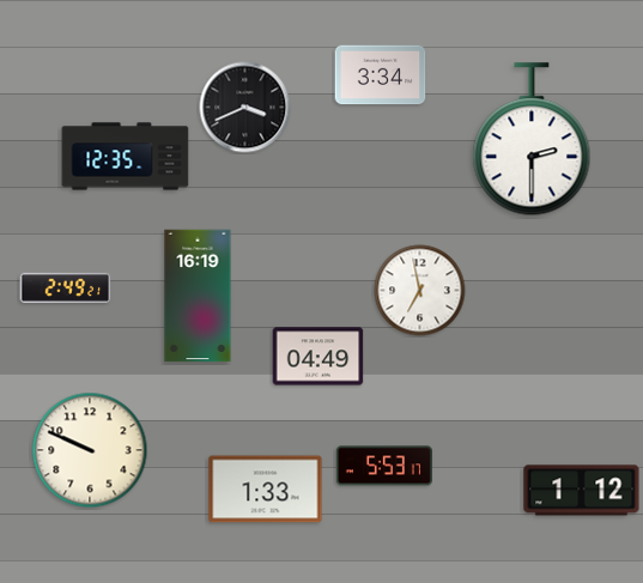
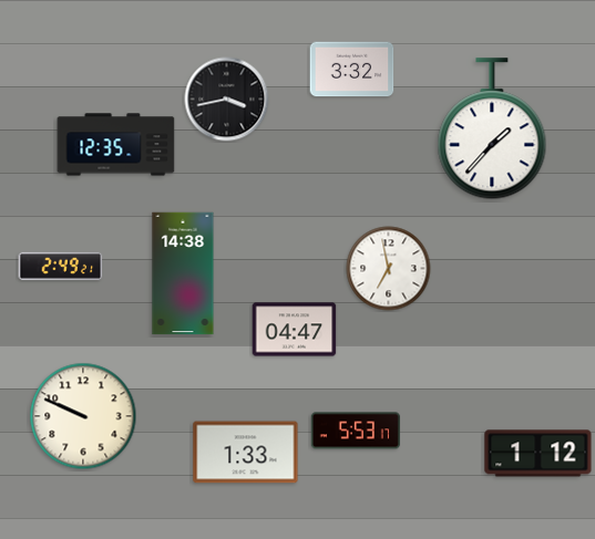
clock at (381, 75): 3:34 -> 3:32
clock at (245, 108): 3:41 -> 3:43
clock at (532, 140): 2:30 -> 1:37
clock at (198, 296): 16:19 -> 14:38
clock at (319, 357): 04:49 -> 04:47
